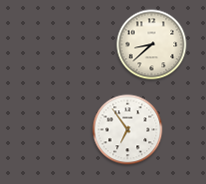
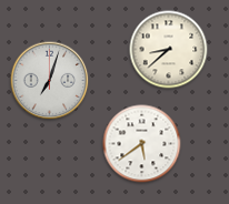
clock at (50, 81): none -> 7:03
clock at (128, 130): 6:54 -> 5:39
